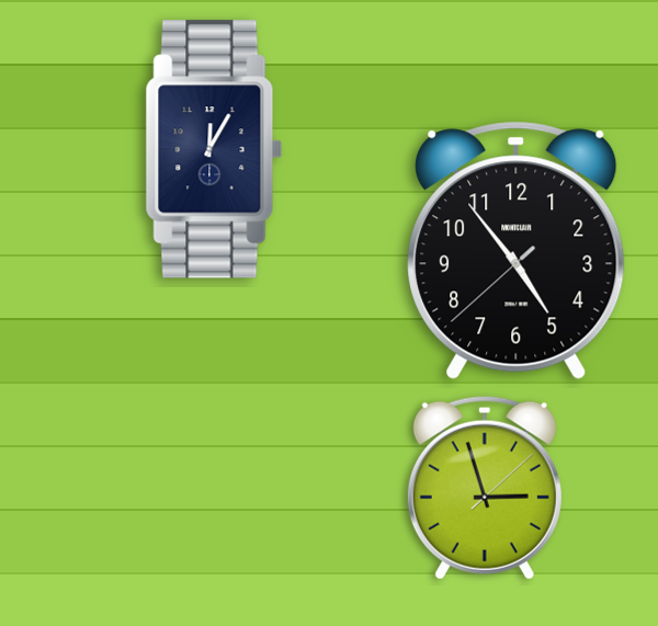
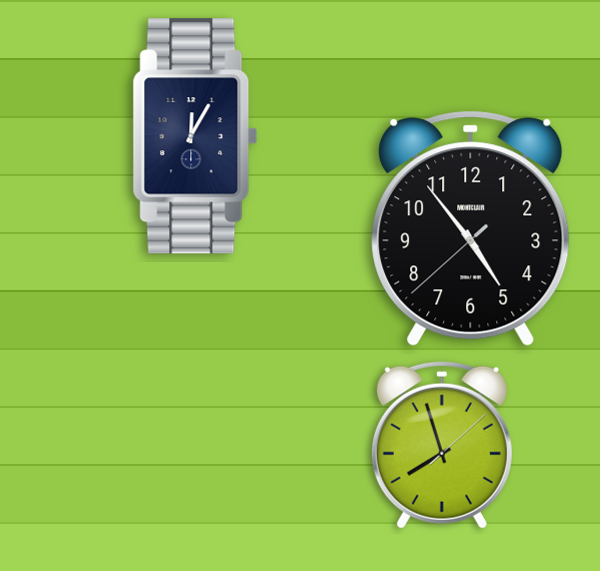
clock at (485, 488): 2:57 -> 7:57
